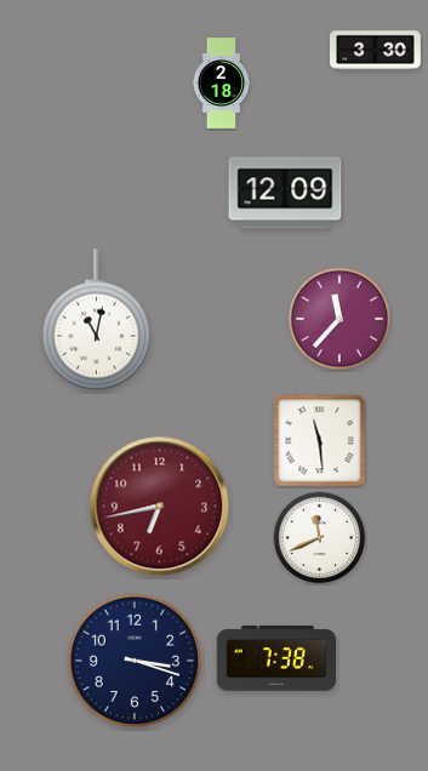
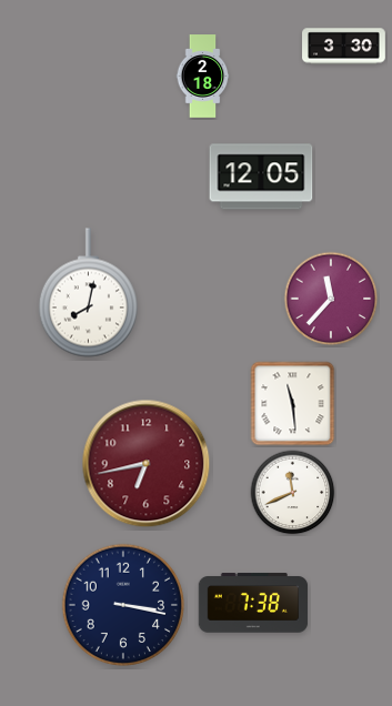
clock at (285, 193): 12:09 -> 12:05
clock at (339, 319) position: (339, 319) -> (331, 299)
clock at (96, 320): 11:02 -> 8:02
clock at (133, 659): 3:18 -> 3:17
